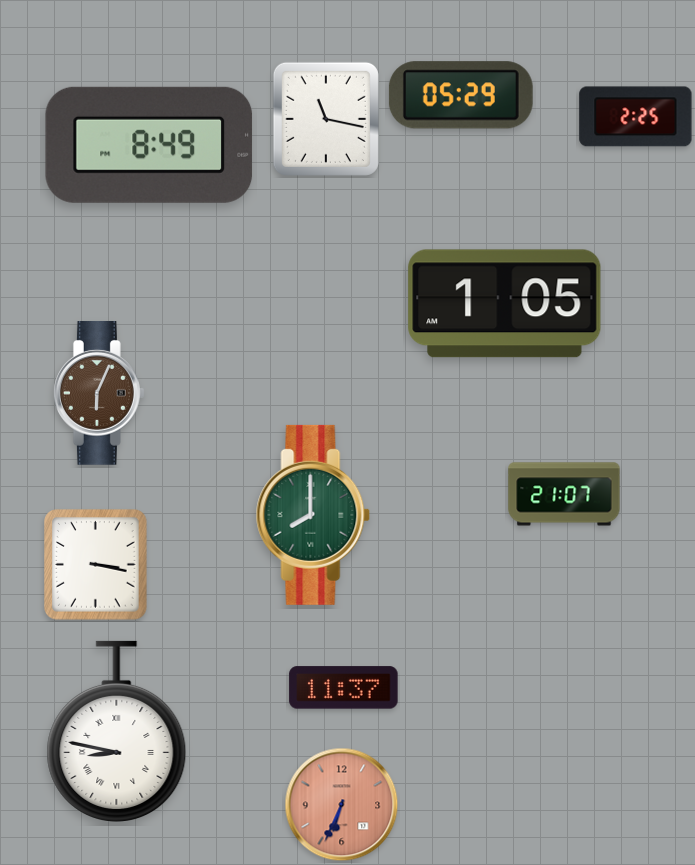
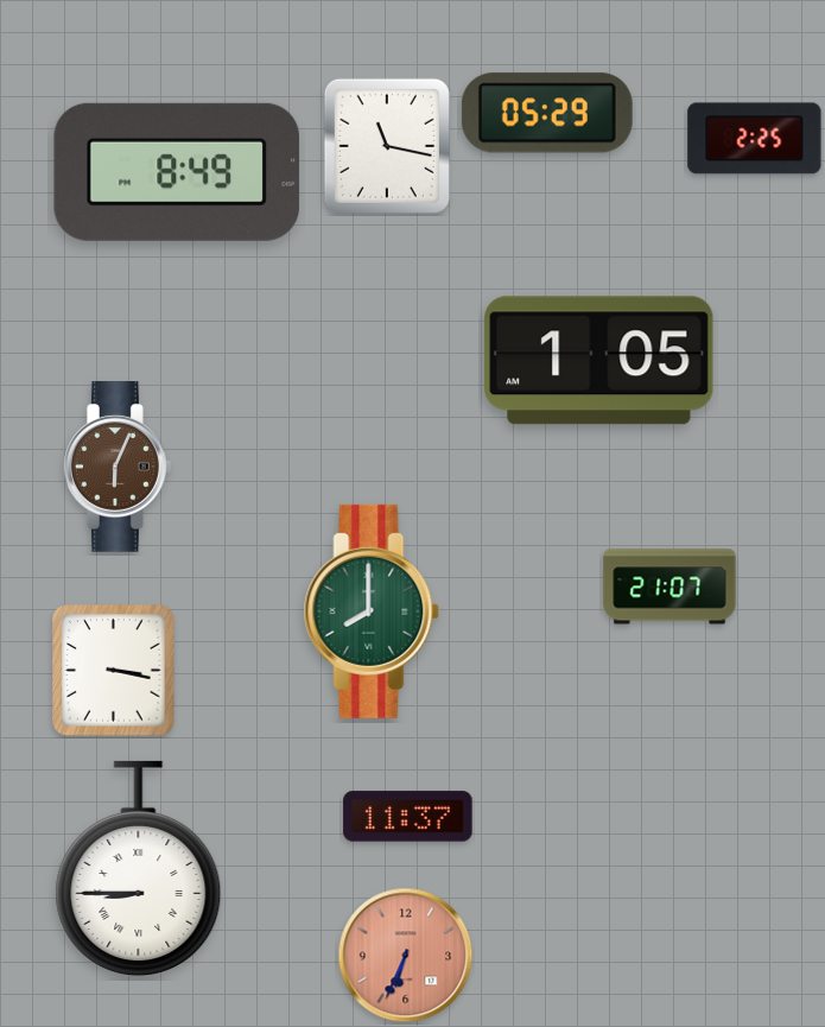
clock at (326, 119) position: (326, 119) -> (387, 146)
clock at (117, 731): 8:47 -> 8:45
